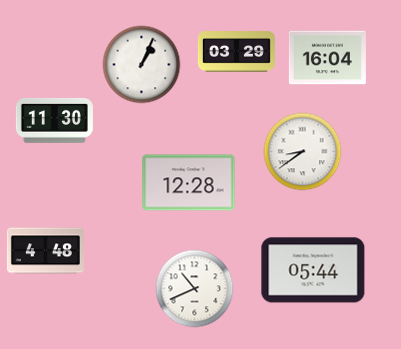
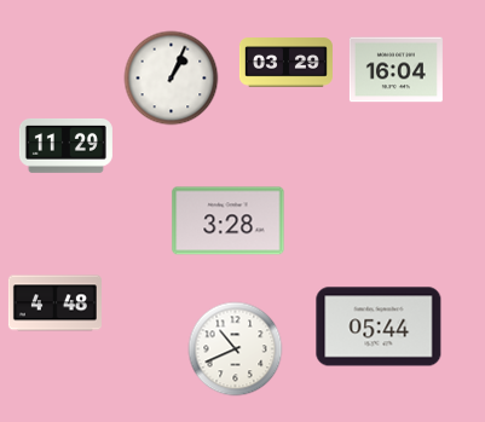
clock at (54, 120): 11:30 -> 11:29
clock at (302, 151): 8:39 -> none
clock at (189, 183): 12:28 -> 3:28
